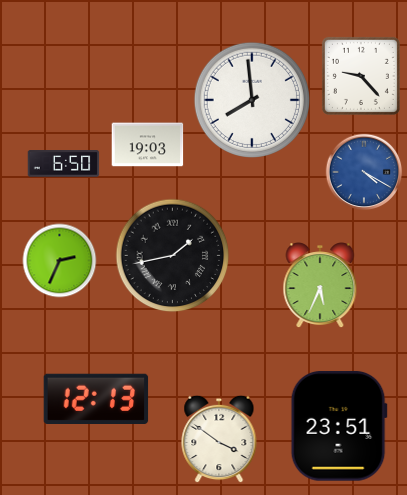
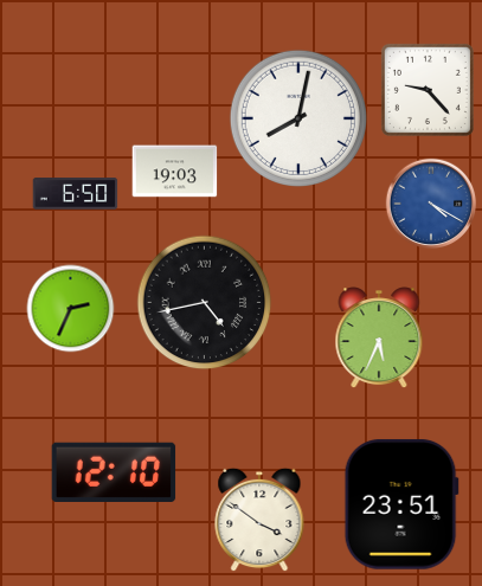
clock at (251, 99): 7:59 -> 8:02
clock at (173, 256): 1:43 -> 4:43
clock at (96, 398): 12:13 -> 12:10
